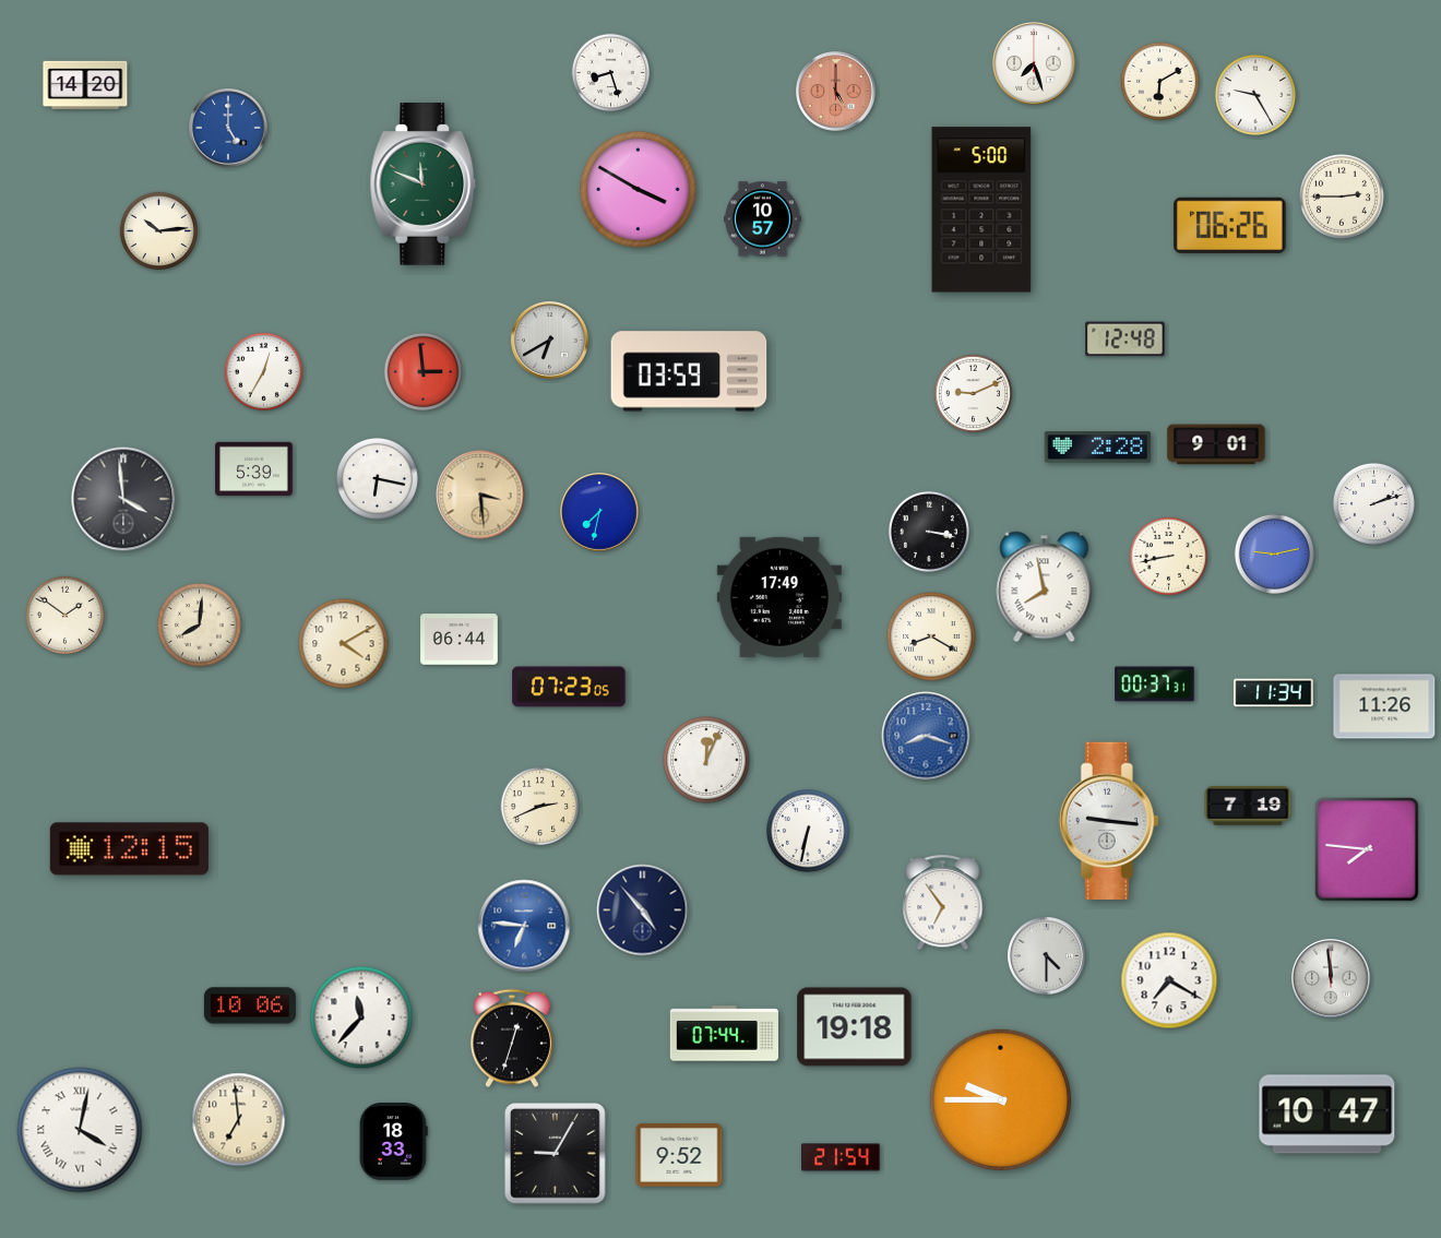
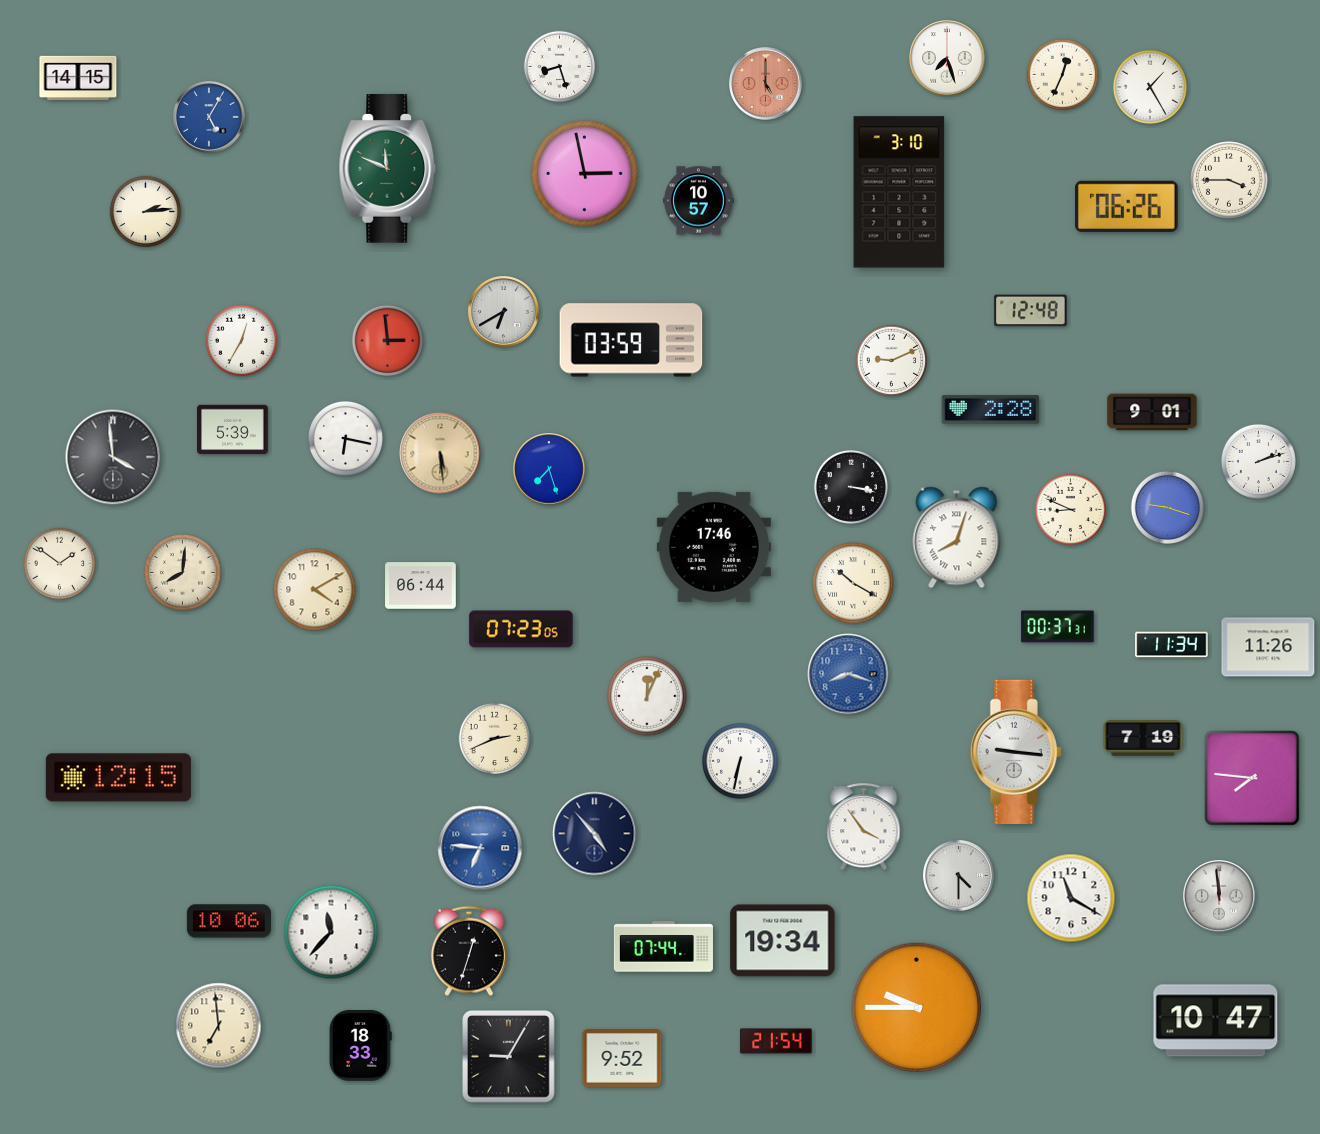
clock at (1160, 82): 6:10 -> 12:34
clock at (85, 84): 14:20 -> 14:15
clock at (1255, 95): 9:25 -> 1:25
clock at (228, 128): 5:00 -> 5:05
clock at (638, 189): 3:50 -> 2:58
clock at (1342, 197): 2:45 -> 3:45
clock at (981, 210): 5:00 -> 3:10
clock at (159, 231): 10:14 -> 2:14
clock at (1216, 444) position: (1216, 444) -> (1152, 412)
clock at (1098, 448) position: (1098, 448) -> (991, 410)
clock at (480, 495): 3:29 -> 5:29
clock at (599, 512): 7:32 -> 7:27
clock at (1274, 553): 9:13 -> 9:18
clock at (1169, 557): 8:43 -> 8:49
clock at (1045, 587): 7:58 -> 8:03
clock at (779, 597): 17:49 -> 17:46
clock at (931, 636): 8:20 -> 10:20
clock at (1274, 693) position: (1274, 693) -> (1172, 645)
clock at (943, 903): 6:54 -> 3:54
clock at (643, 910) position: (643, 910) -> (595, 834)
clock at (1169, 980): 7:20 -> 11:20
clock at (855, 1027): 19:18 -> 19:34
clock at (80, 1130): 4:02 -> none
clock at (841, 1157) position: (841, 1157) -> (776, 1041)
